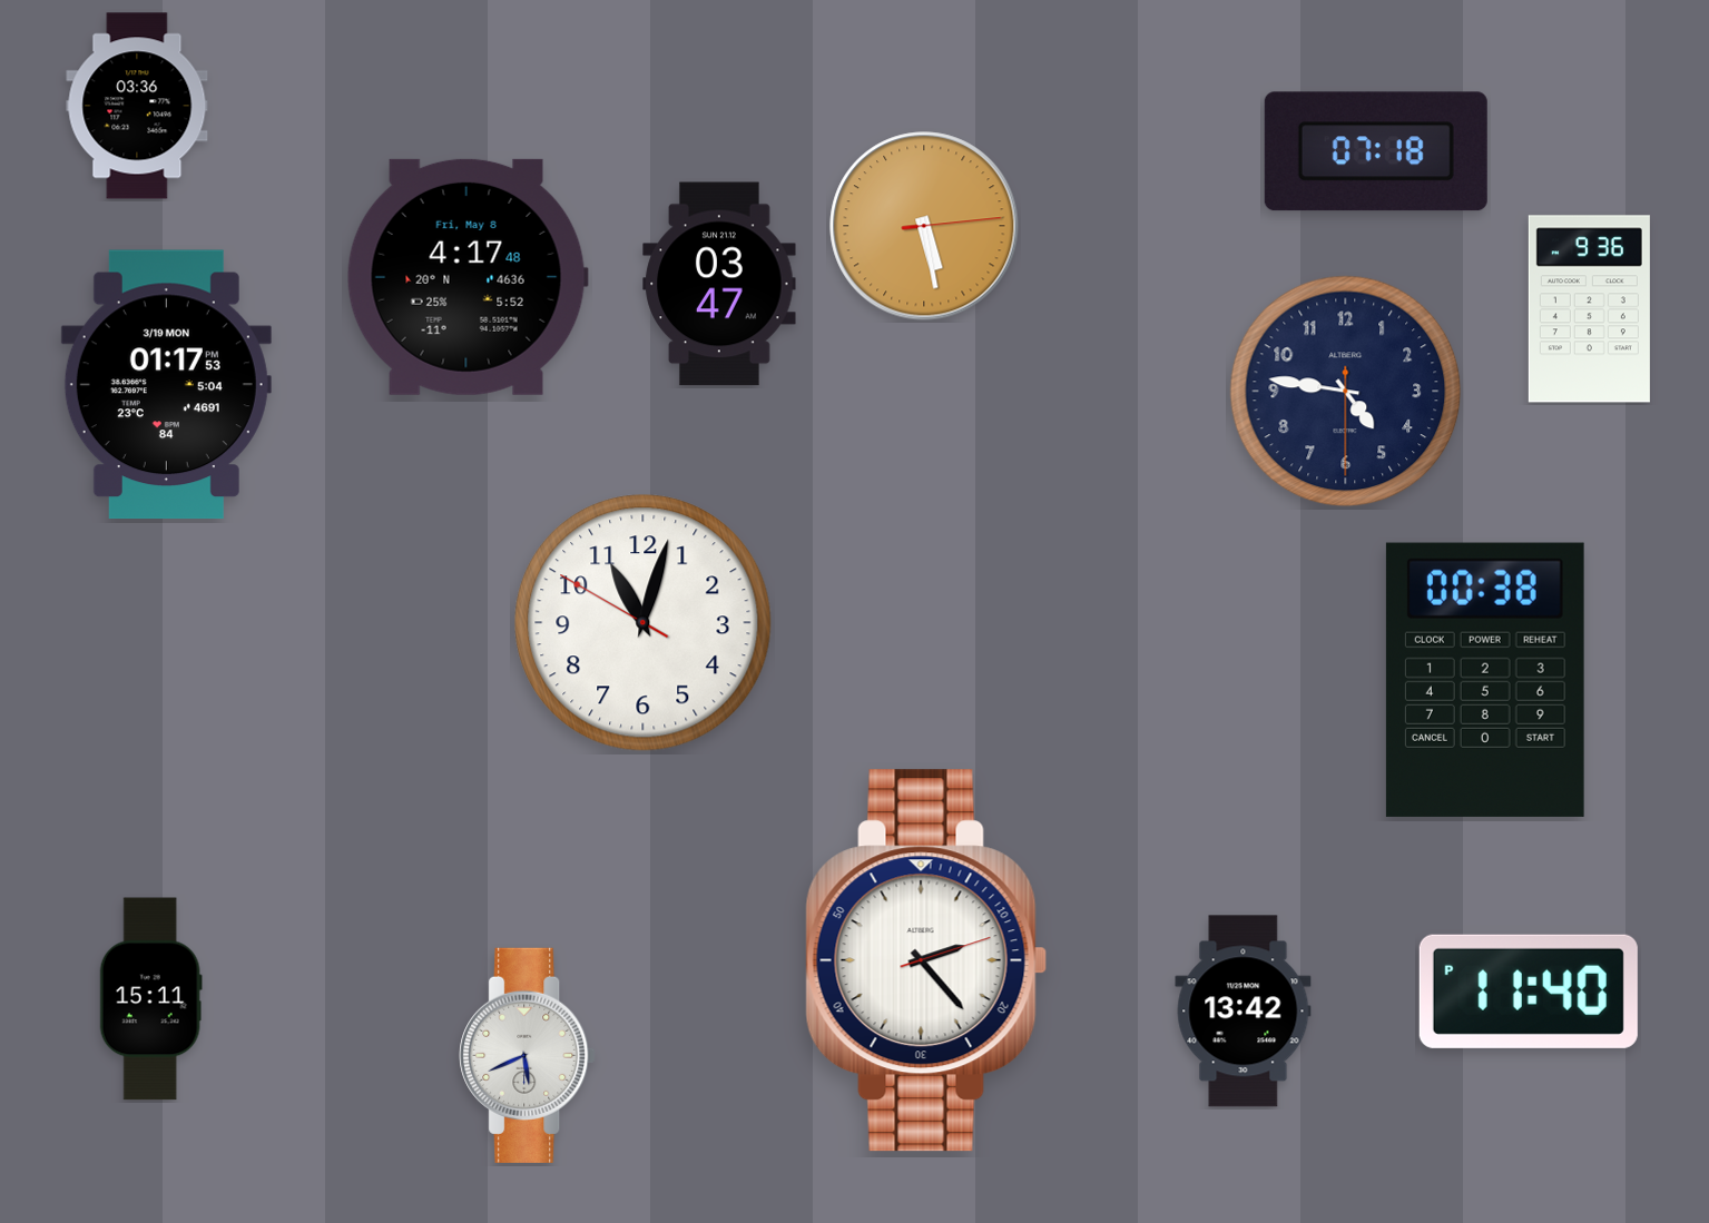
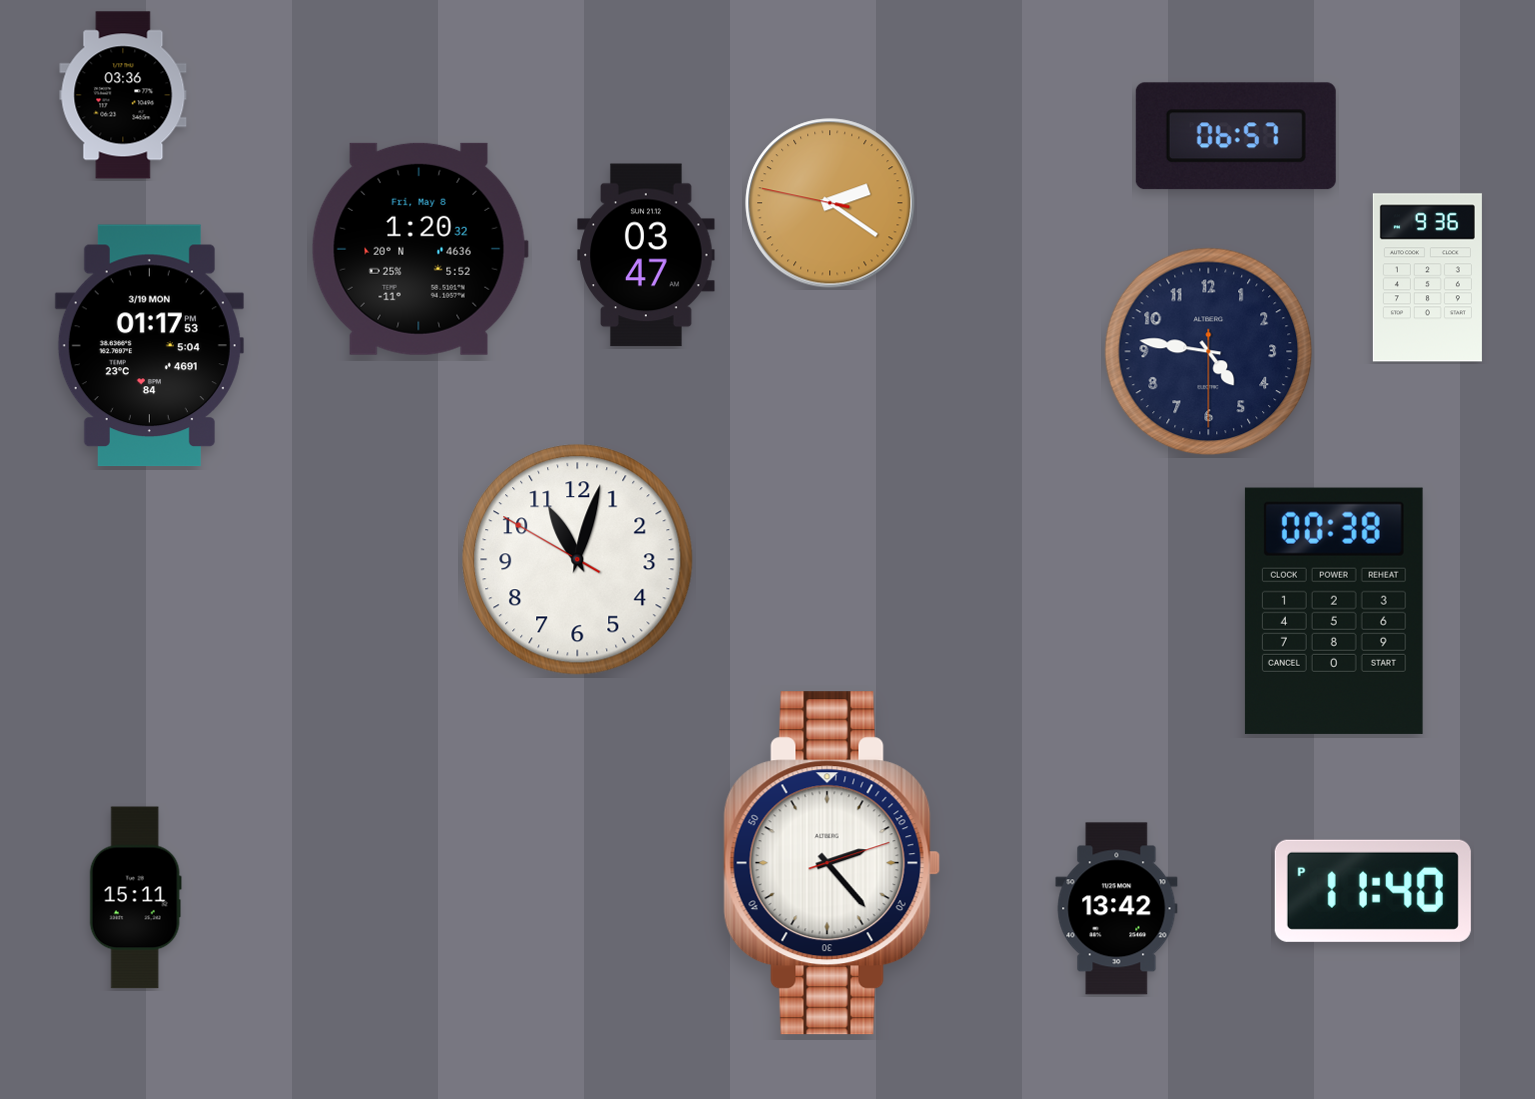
clock at (1376, 151): 07:18 -> 06:57
clock at (924, 226): 5:28 -> 2:20
clock at (468, 277): 4:17 -> 1:20
clock at (528, 1055): 5:41 -> none
